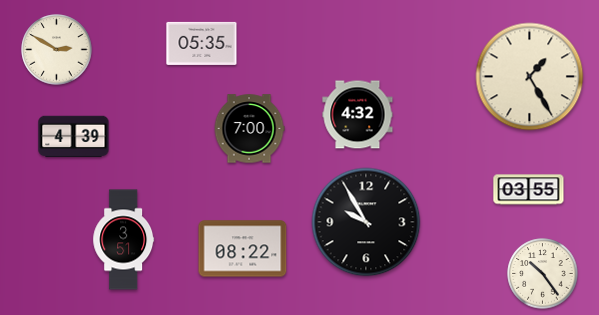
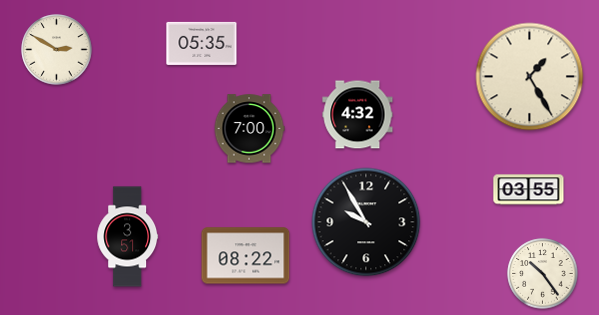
clock at (74, 137): 4:39 -> none
clock at (124, 240) position: (124, 240) -> (128, 237)
clock at (243, 249) position: (243, 249) -> (246, 256)
